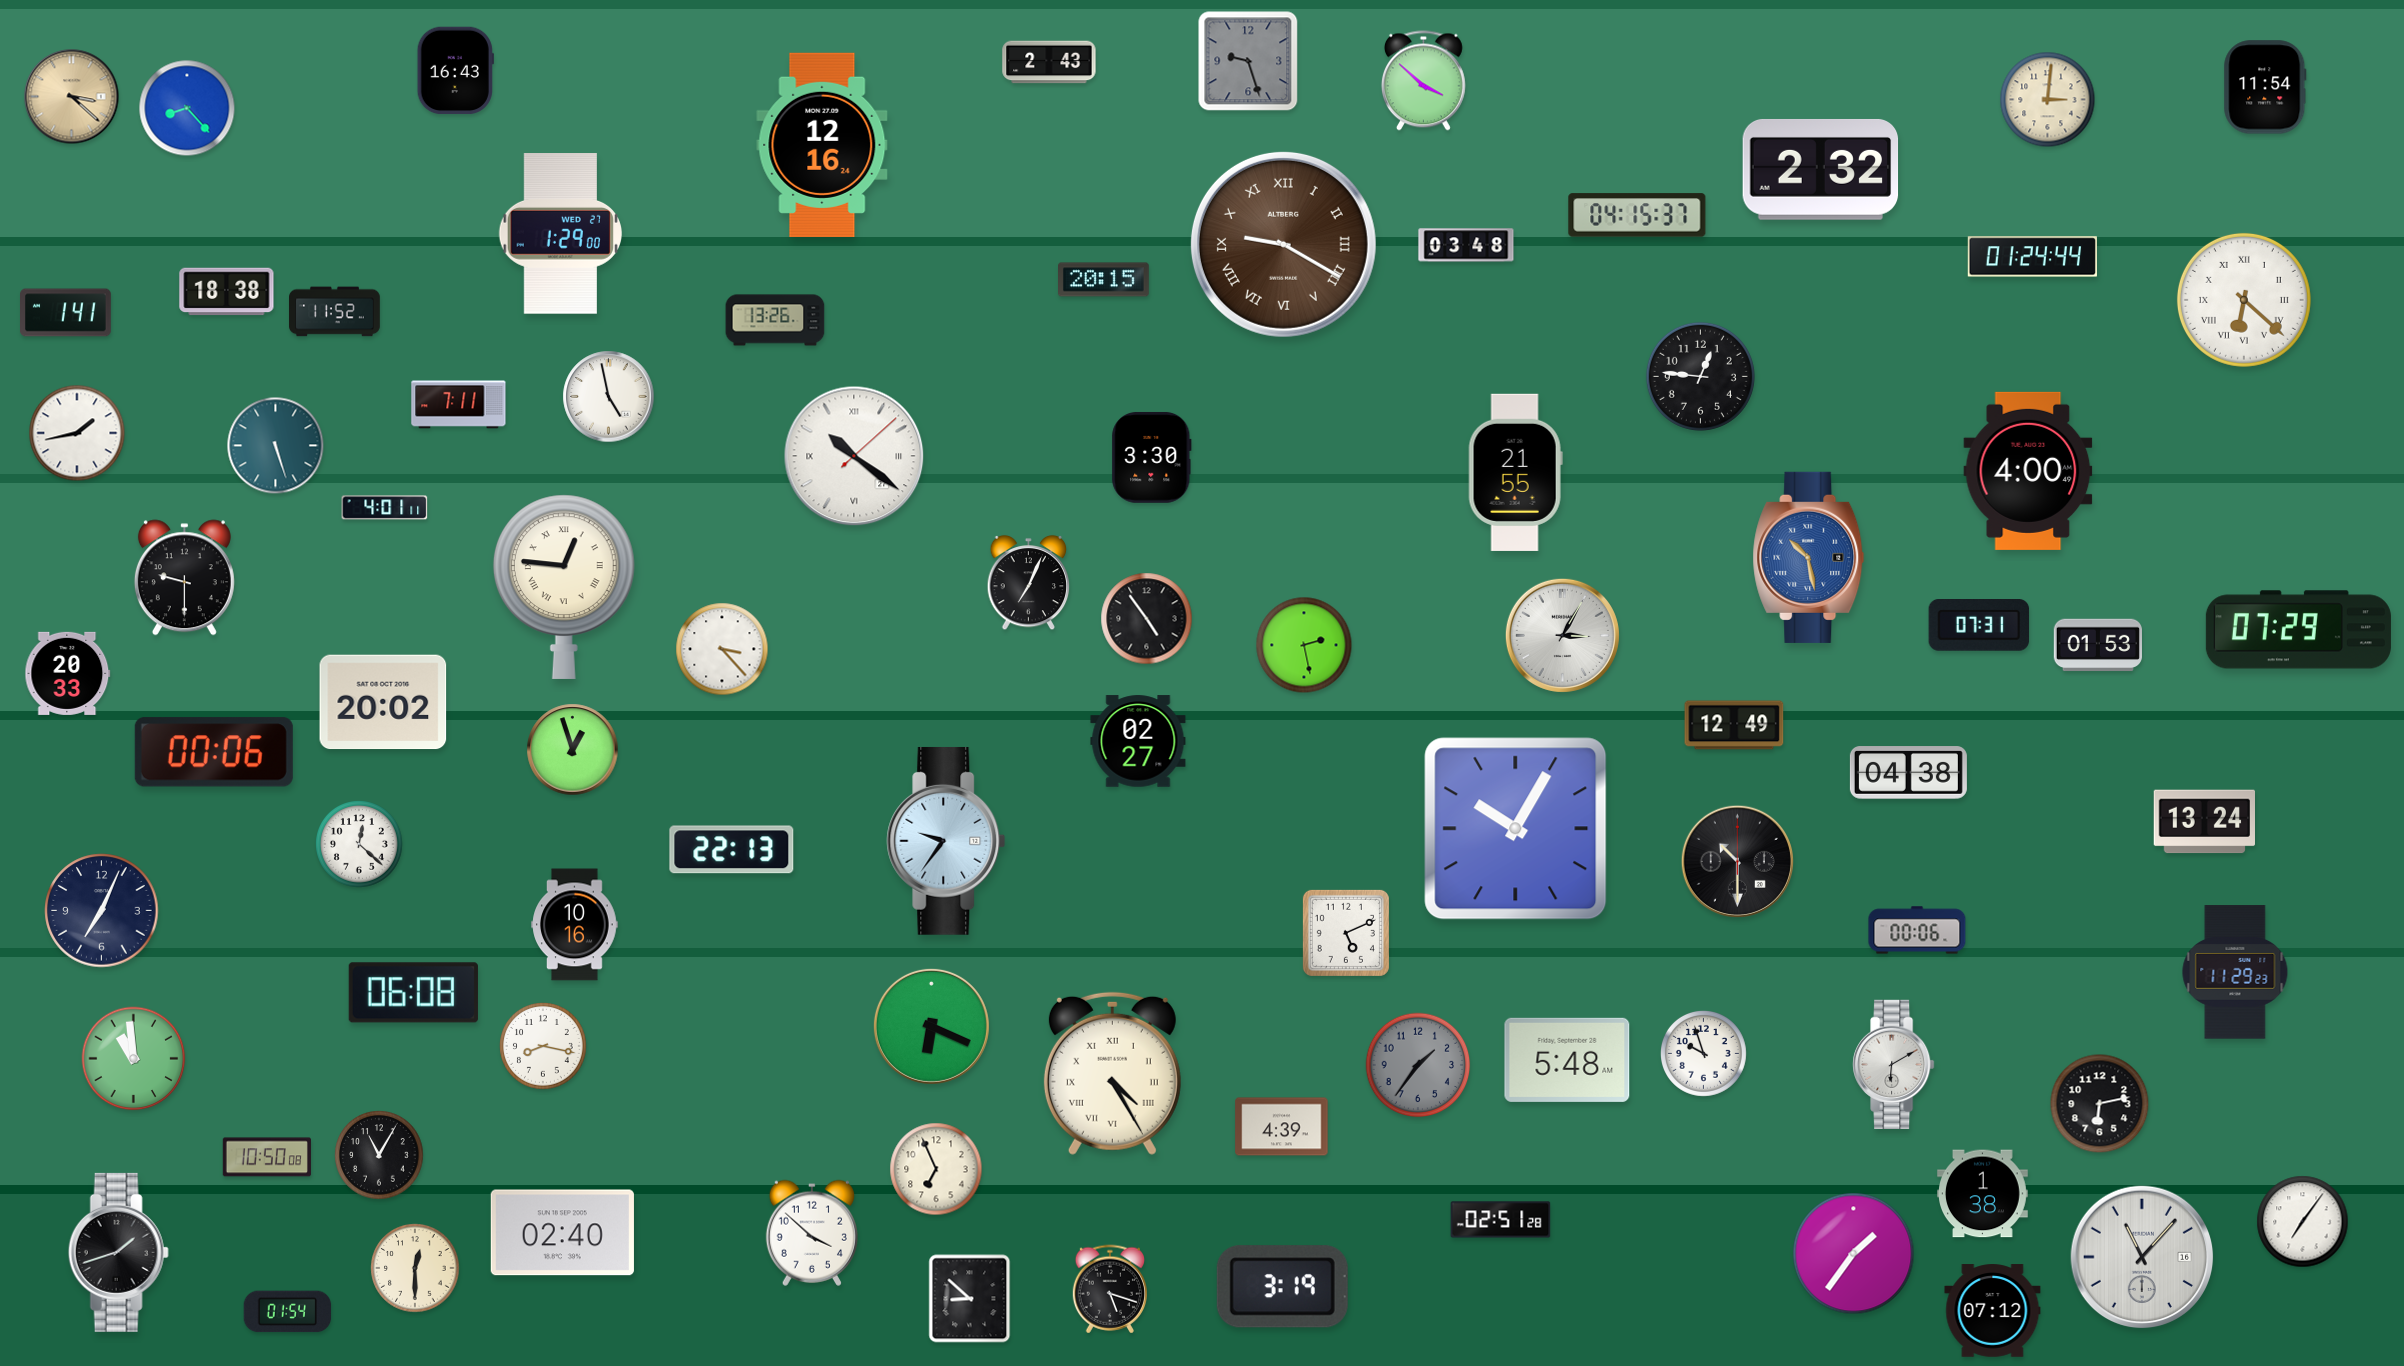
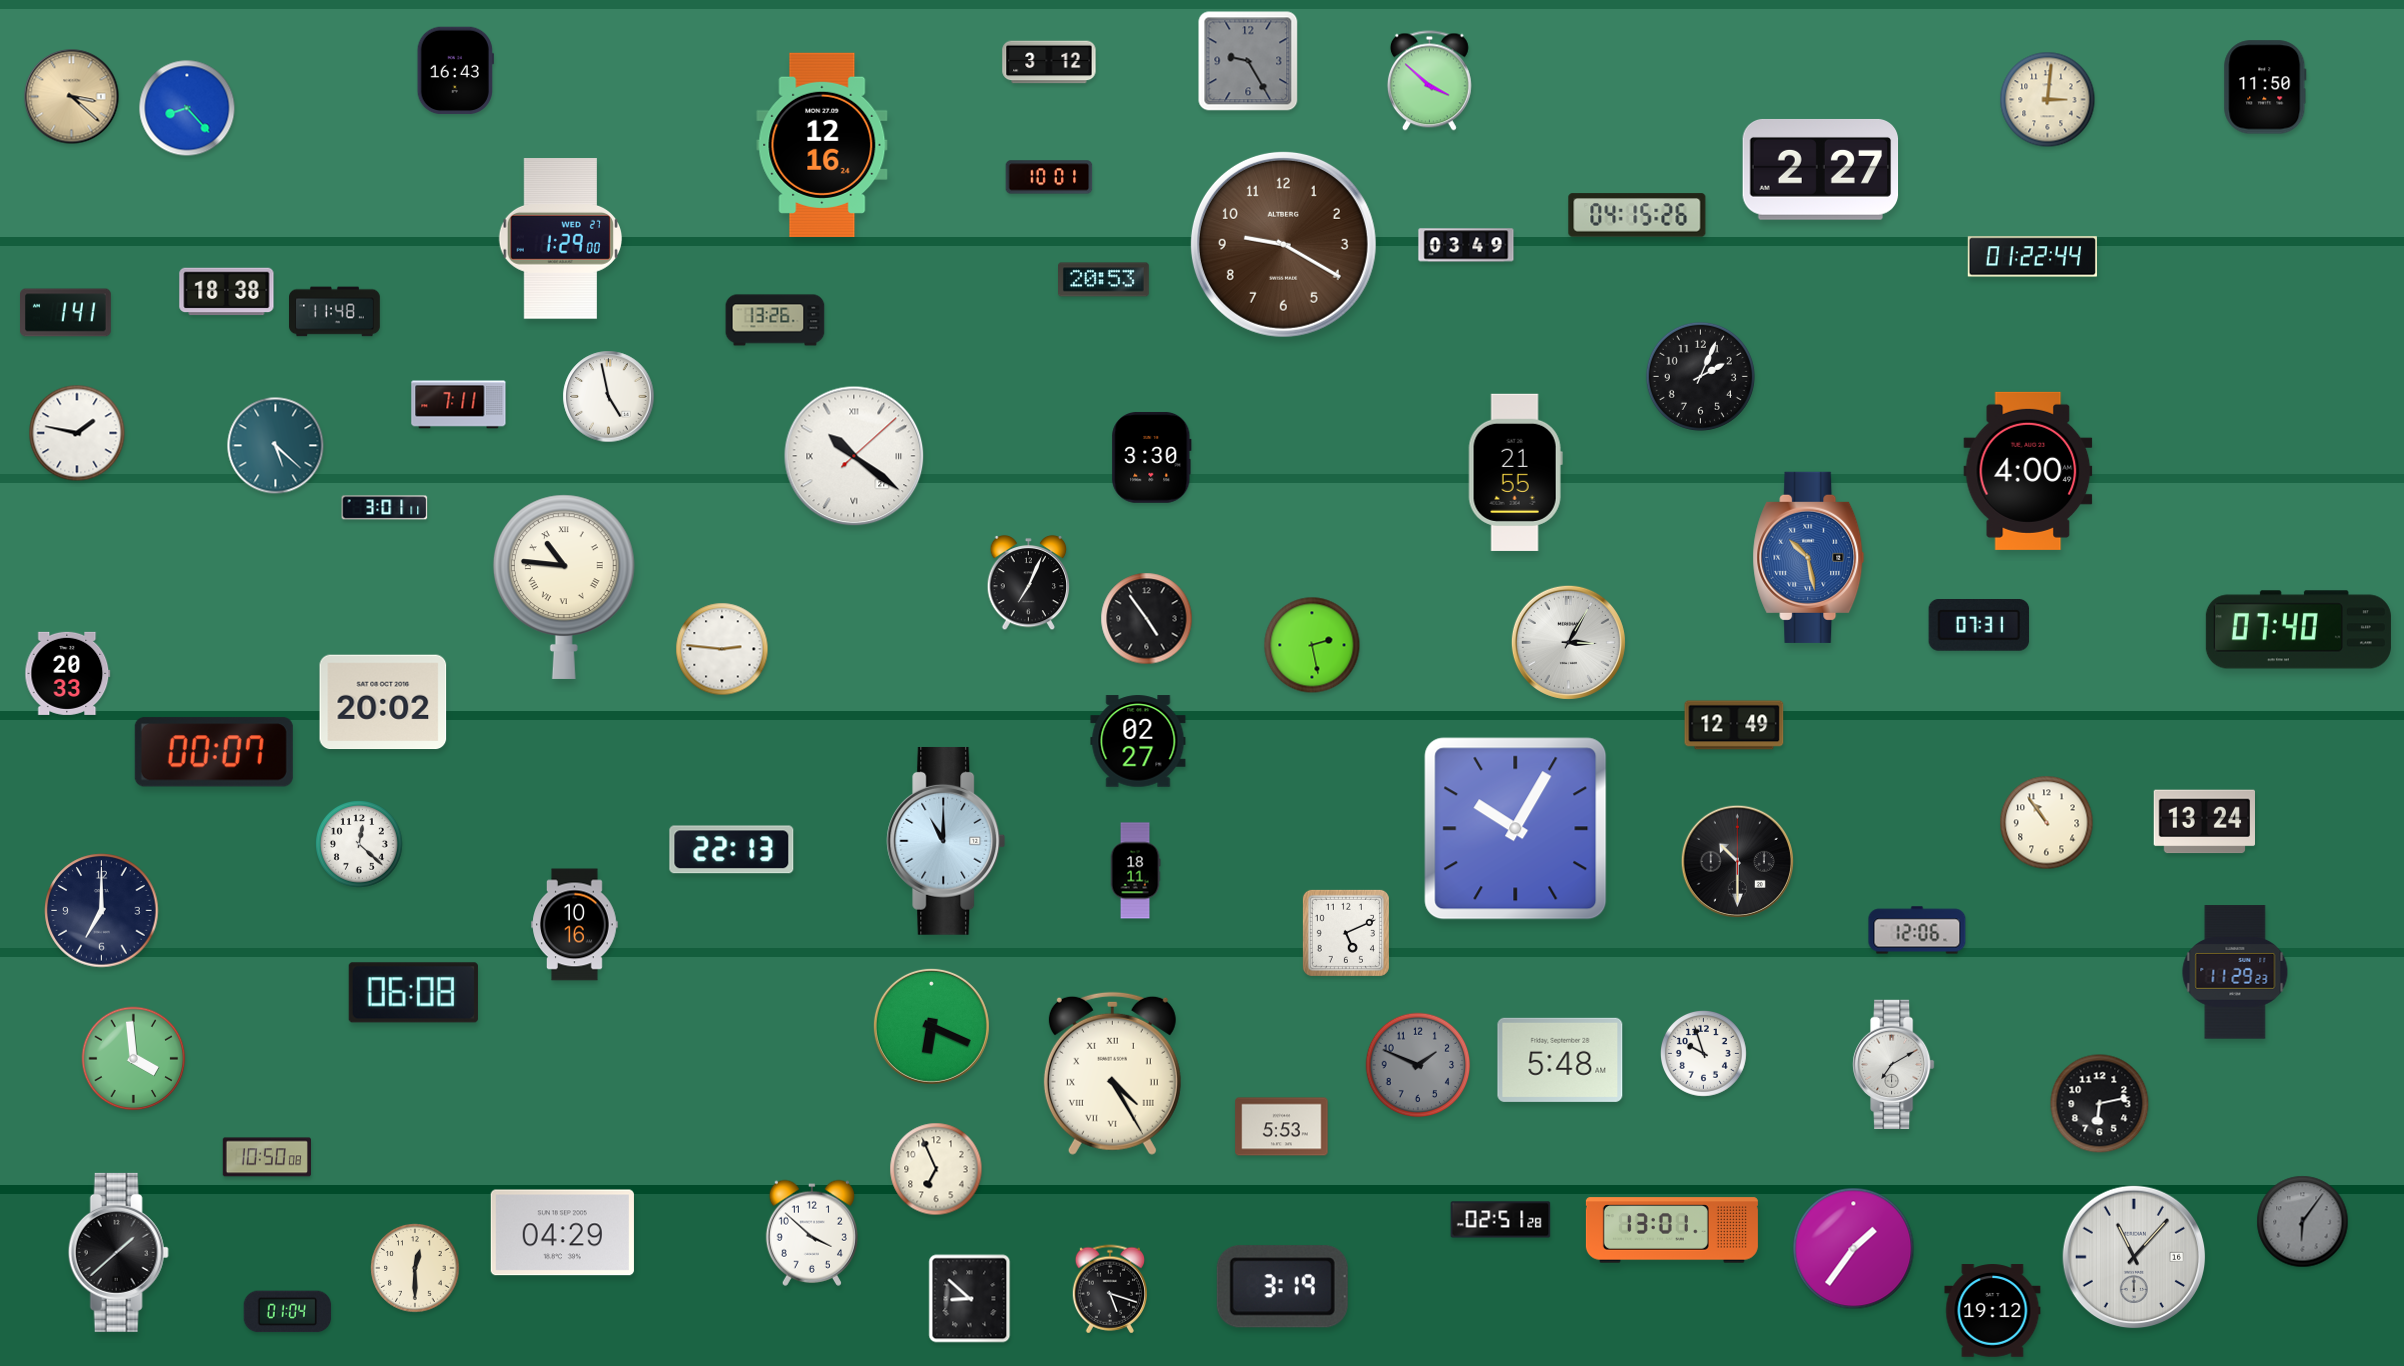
clock at (1248, 61): 9:27 -> 9:25
clock at (1049, 62): 2:43 -> 3:12
clock at (1423, 81) position: (1423, 81) -> (1429, 81)
clock at (2265, 87): 11:54 -> 11:50
clock at (1821, 170): 2:32 -> 2:27
clock at (1049, 177): none -> 10:01
clock at (1637, 215): 04:15:37 -> 04:15:26
clock at (560, 234) position: (560, 234) -> (560, 239)
clock at (1283, 244) numerals: Roman -> Arabic
clock at (1466, 245): 03:48 -> 03:49
clock at (2032, 257): 01:24 -> 01:22
clock at (1104, 280): 20:15 -> 20:53
clock at (2244, 300): 6:22 -> none
clock at (335, 312): 11:52 -> 11:48
clock at (1700, 376): 12:46 -> 2:04
clock at (77, 433): 1:43 -> 1:47
clock at (276, 446): 5:27 -> 5:22
clock at (385, 508): 4:01 -> 3:01
clock at (184, 578): 9:30 -> none
clock at (564, 587): 12:46 -> 10:46
clock at (2298, 630): 07:29 -> 07:40
clock at (1562, 635) position: (1562, 635) -> (1568, 642)
clock at (1304, 645) position: (1304, 645) -> (1312, 645)
clock at (2098, 645): 01:53 -> none
clock at (722, 649): 3:23 -> 2:46
clock at (573, 750): 12:57 -> none
clock at (214, 752): 00:06 -> 00:07
clock at (1908, 773): 04:38 -> none
clock at (2047, 823): none -> 10:54
clock at (946, 841): 9:36 -> 11:00
clock at (1135, 871): none -> 18:11
clock at (102, 911): 7:04 -> 7:00
clock at (1917, 930): 00:06 -> 12:06
clock at (544, 1047): 8:17 -> none
clock at (134, 1059): 10:59 -> 3:59
clock at (1567, 1060) position: (1567, 1060) -> (1560, 1060)
clock at (1894, 1064): 6:10 -> 7:10
clock at (1418, 1065): 1:36 -> 1:49
clock at (1282, 1127): 4:39 -> 5:53
clock at (379, 1155): 11:05 -> none
clock at (1983, 1194): 1:38 -> none
clock at (2303, 1222): 7:06 -> 6:06
clock at (2303, 1222) dial: white -> grey
clock at (1672, 1230): none -> 13:01
clock at (562, 1233): 02:40 -> 04:29
clock at (118, 1252): 1:42 -> 1:38
clock at (1854, 1254) position: (1854, 1254) -> (1854, 1249)
clock at (2142, 1257) position: (2142, 1257) -> (2134, 1257)
clock at (1993, 1311): 07:12 -> 19:12
clock at (288, 1312): 01:54 -> 01:04
